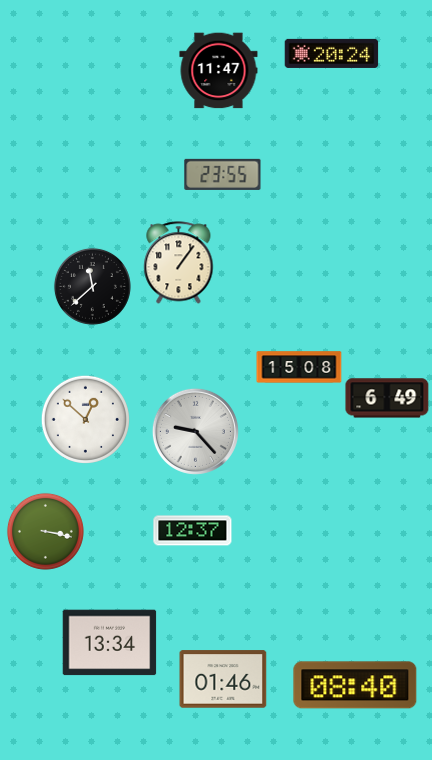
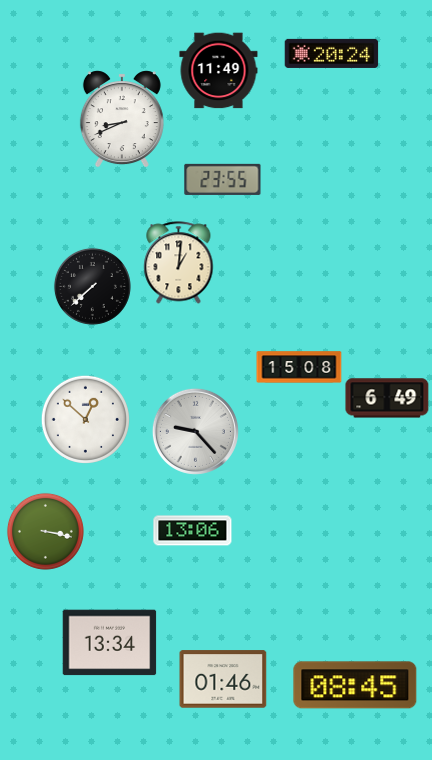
clock at (219, 71): 11:47 -> 11:49
clock at (122, 119): none -> 8:41
clock at (223, 174) position: (223, 174) -> (223, 179)
clock at (179, 263): 1:06 -> 1:01
clock at (92, 286): 11:38 -> 7:38
clock at (193, 531): 12:37 -> 13:06
clock at (355, 685): 08:40 -> 08:45
